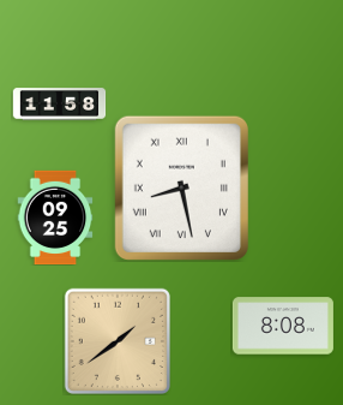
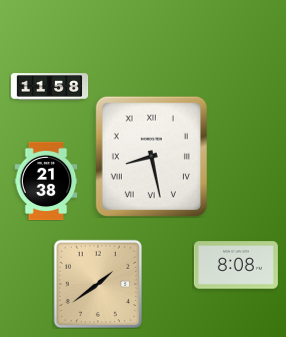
clock at (55, 218): 09:25 -> 21:38
clock at (283, 326) position: (283, 326) -> (236, 265)
